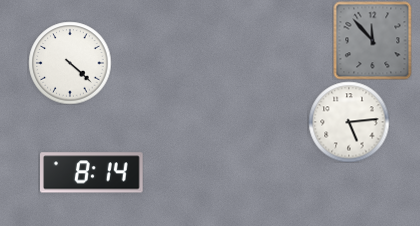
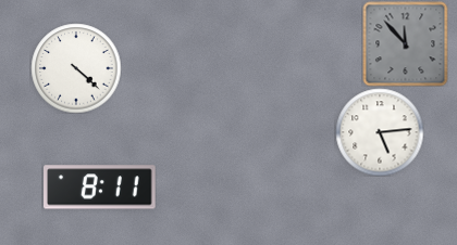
clock at (92, 173): 8:14 -> 8:11
